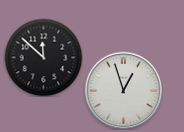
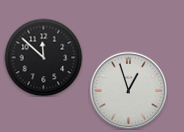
clock at (123, 90) position: (123, 90) -> (128, 90)
